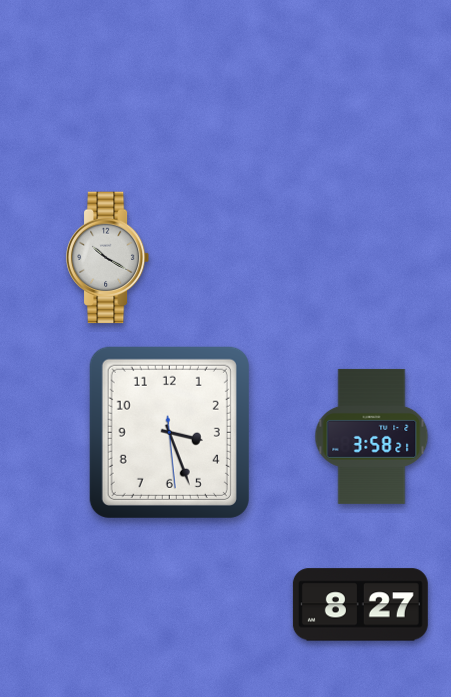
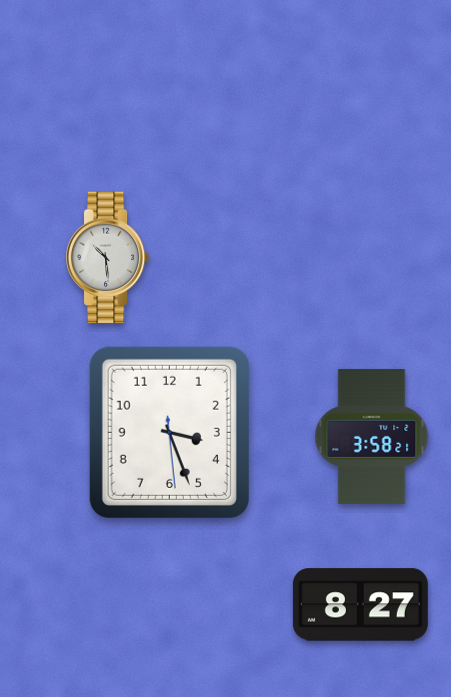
clock at (108, 258): 10:20 -> 10:29
